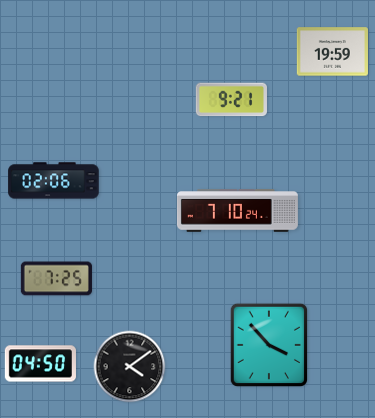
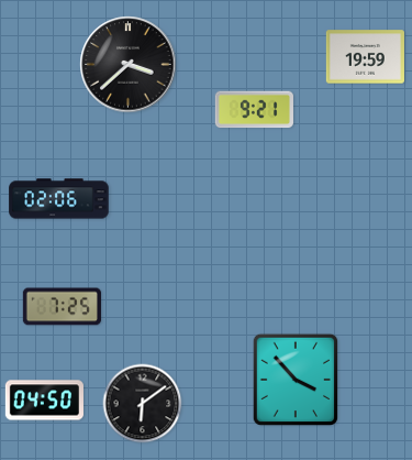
clock at (129, 65): none -> 3:38
clock at (237, 211): 7:10 -> none
clock at (130, 367): 4:09 -> 6:09
